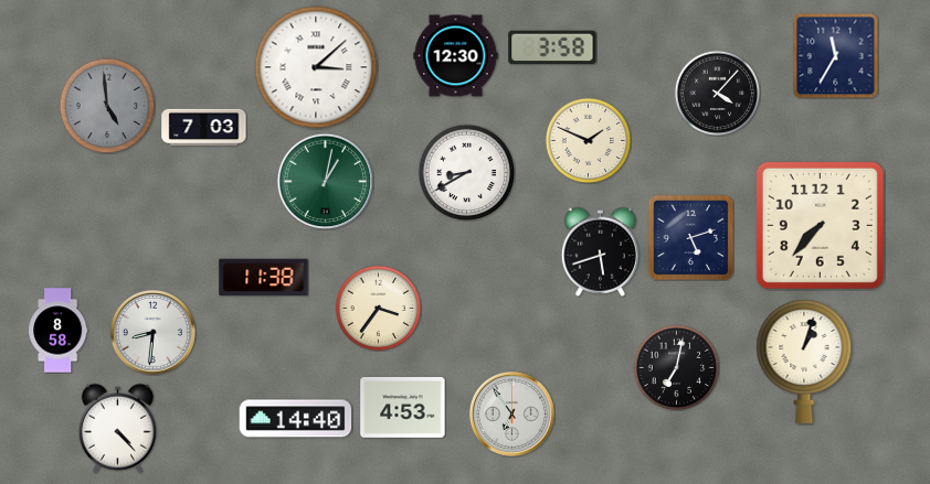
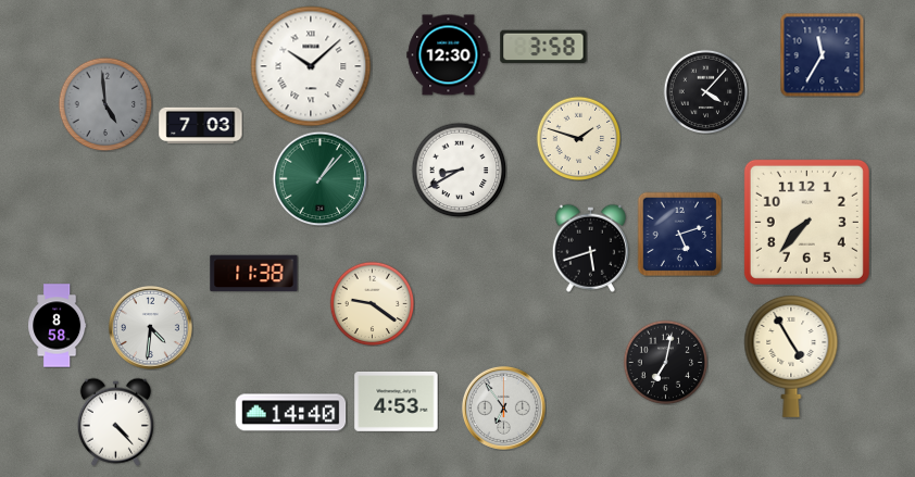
clock at (316, 67): 3:08 -> 10:08
clock at (588, 140): 1:49 -> 1:48
clock at (325, 181): 1:02 -> 1:07
clock at (264, 278) position: (264, 278) -> (254, 274)
clock at (378, 308): 3:36 -> 9:21
clock at (152, 332): 8:31 -> 4:31
clock at (804, 361): 1:03 -> 4:55
